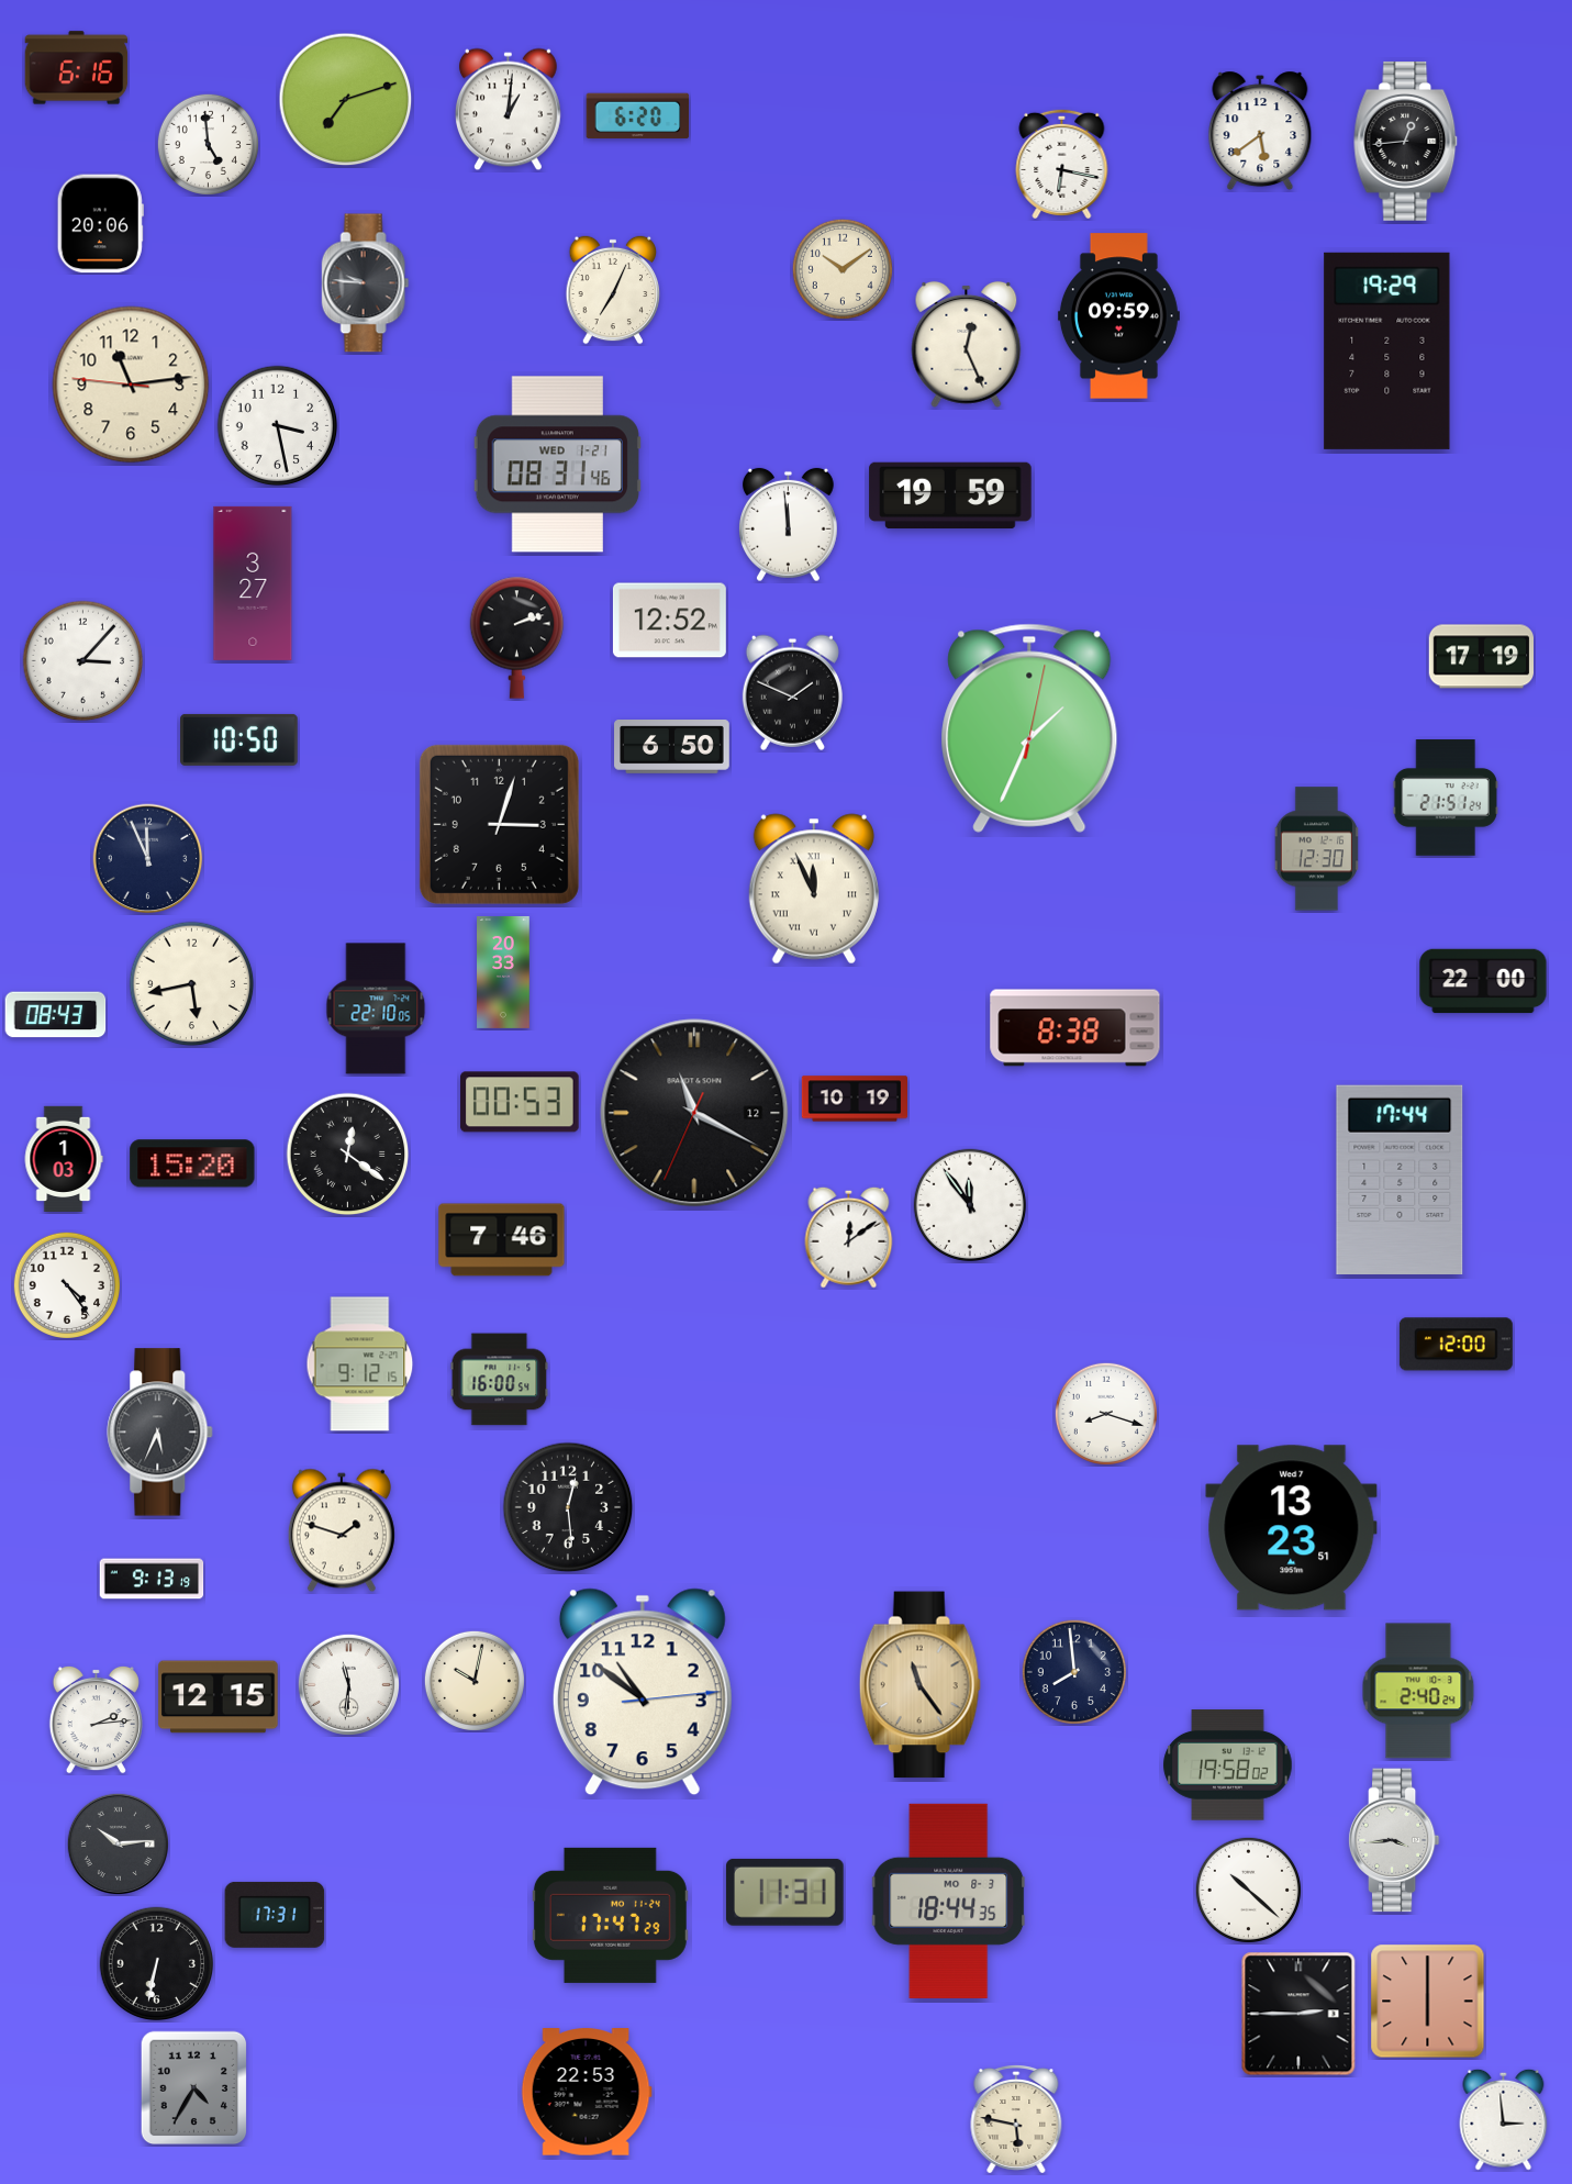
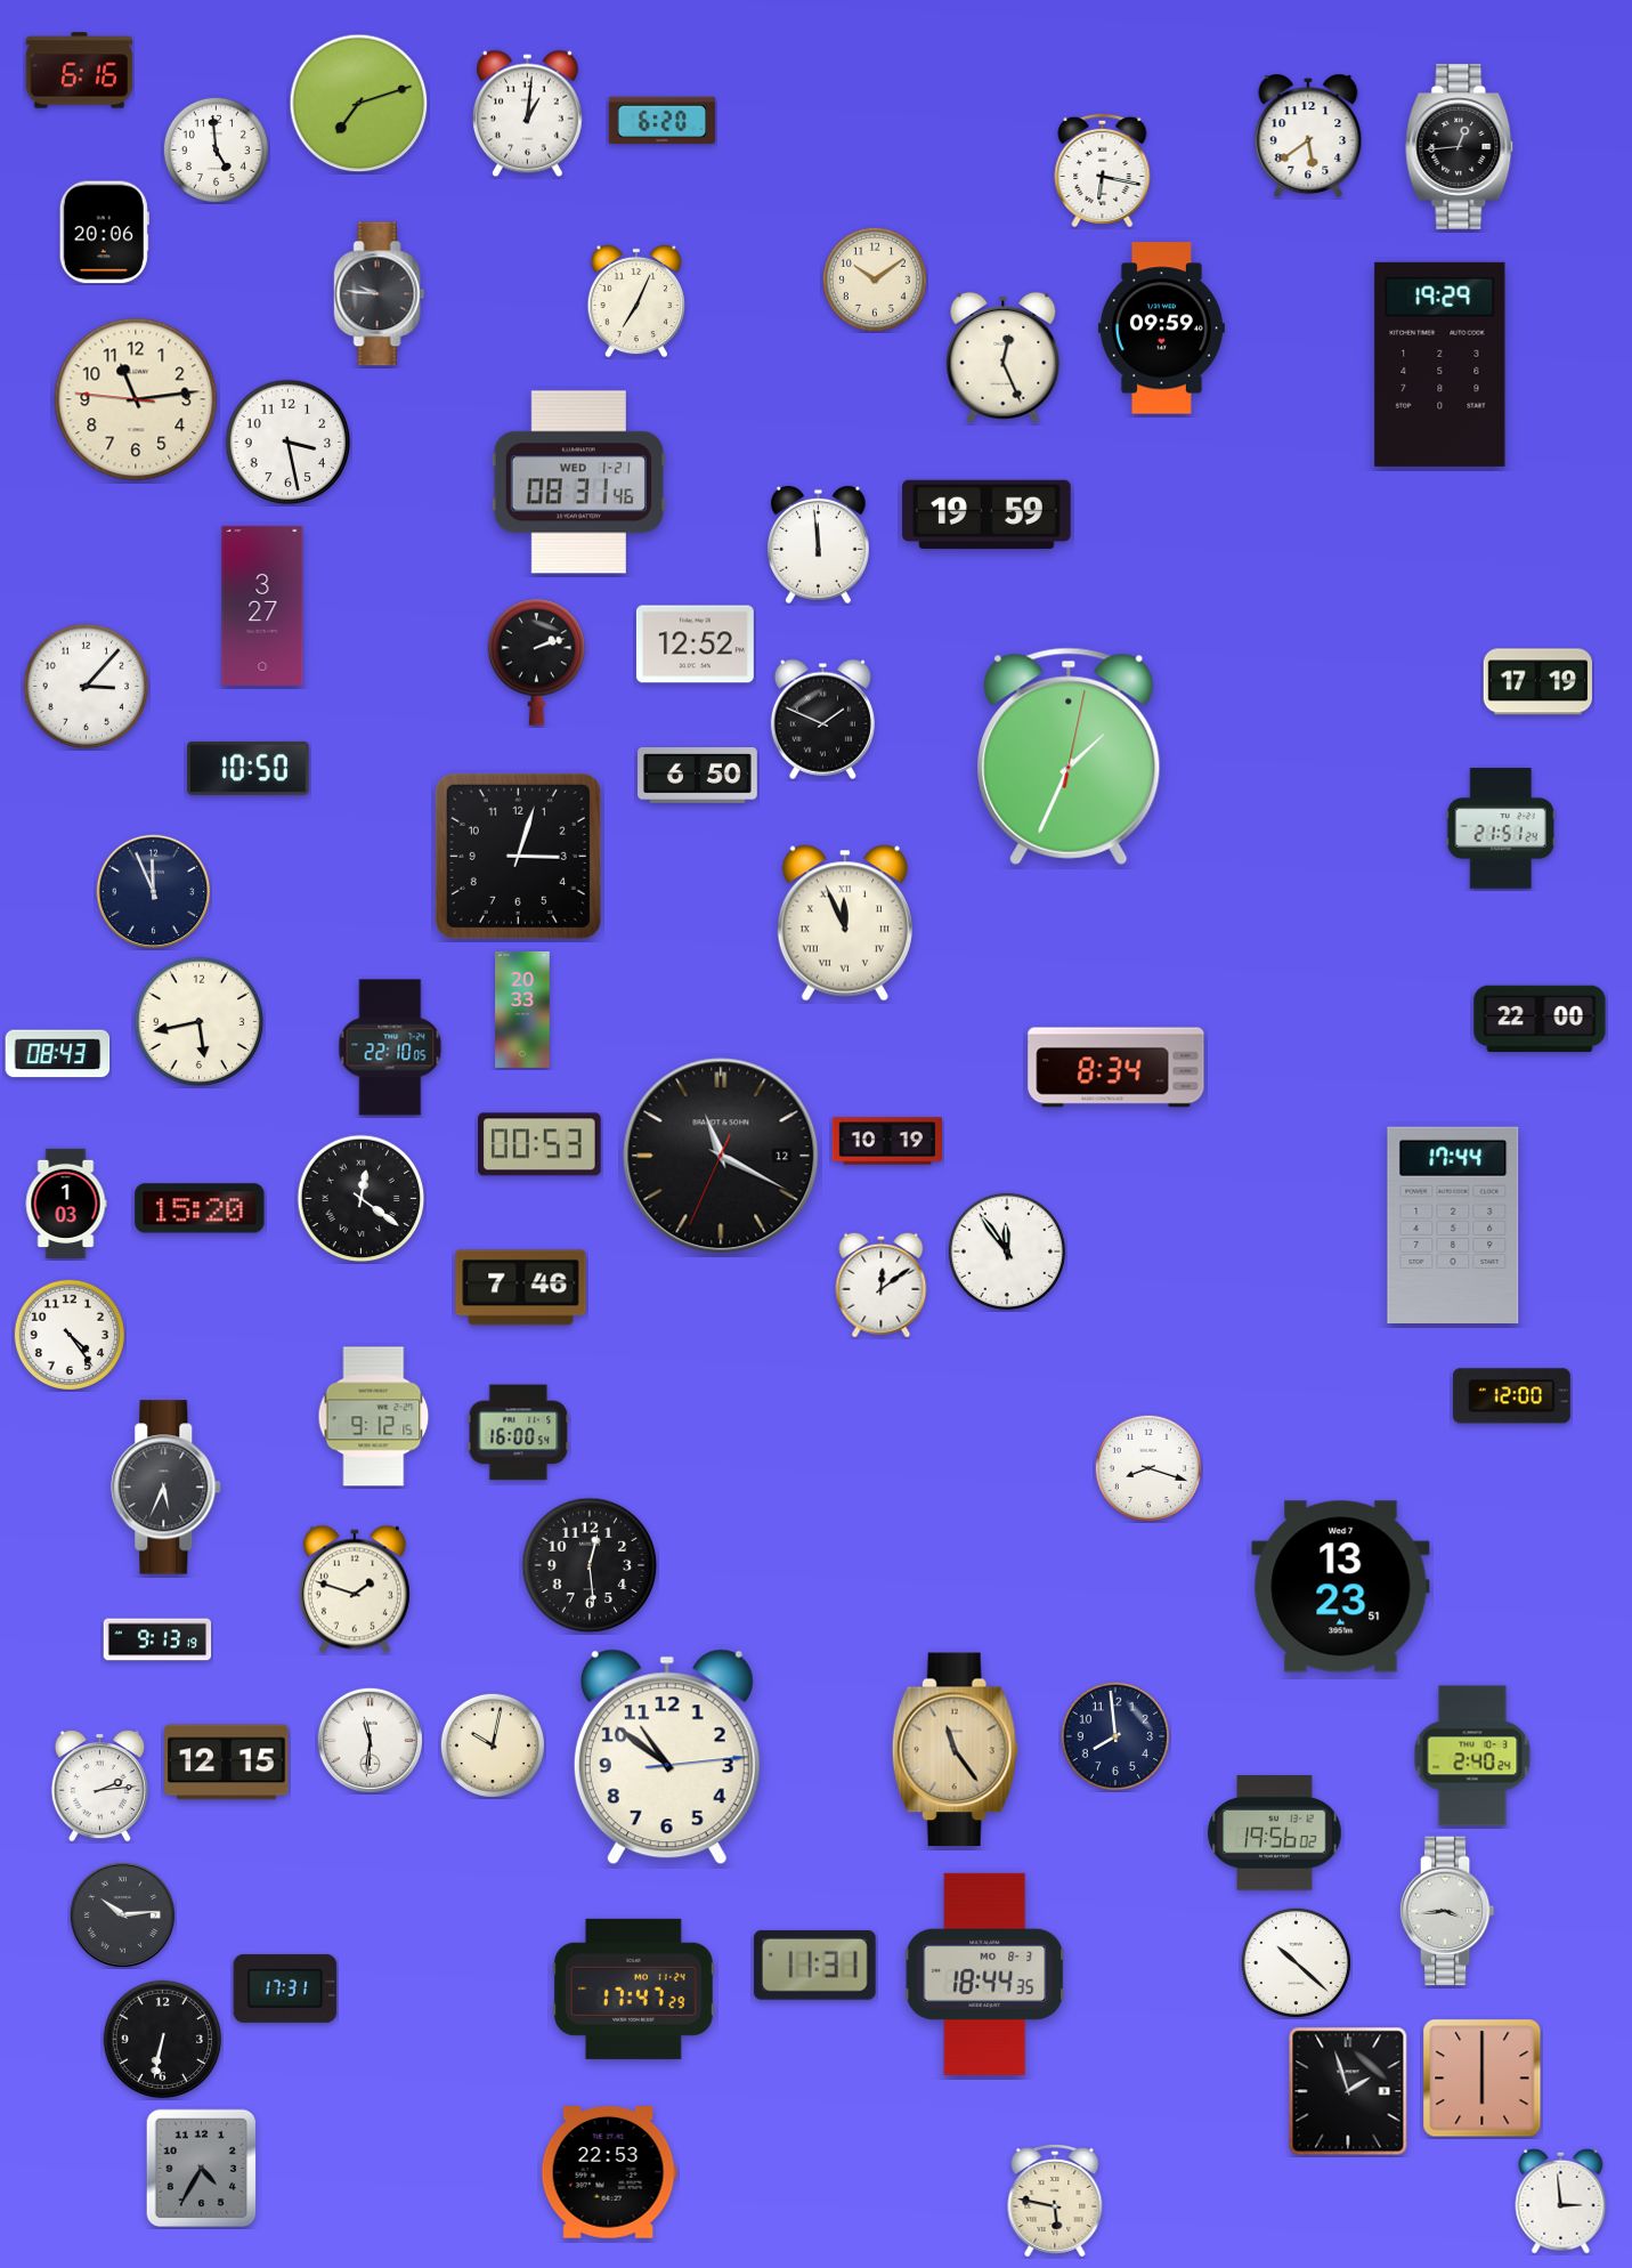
clock at (1316, 849): 12:30 -> none
clock at (1075, 1028): 8:38 -> 8:34
clock at (348, 1684) position: (348, 1684) -> (370, 1740)
clock at (1228, 1765): 19:58 -> 19:56
clock at (1298, 2014): 2:45 -> 1:57
